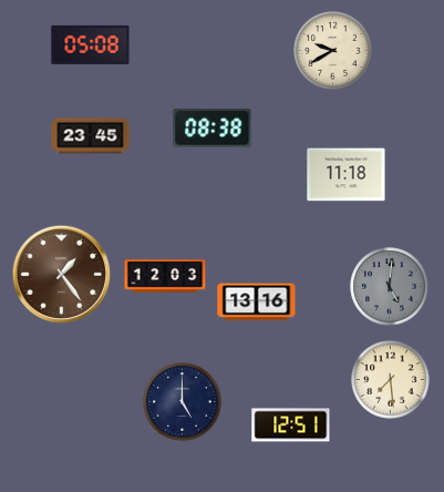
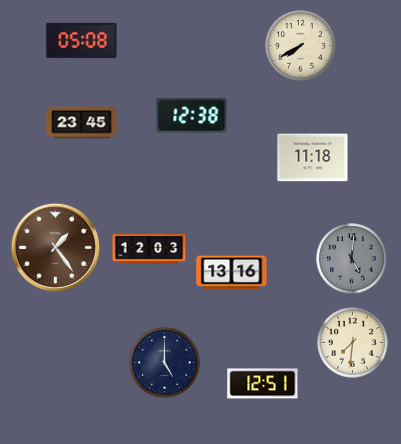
clock at (333, 51): 9:40 -> 7:40
clock at (213, 129): 08:38 -> 12:38
clock at (391, 380): 7:29 -> 7:31
